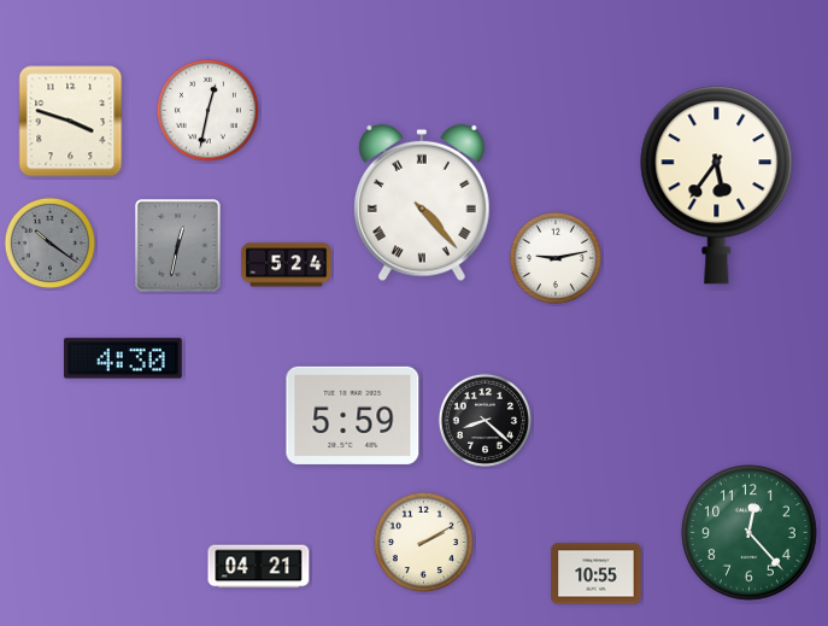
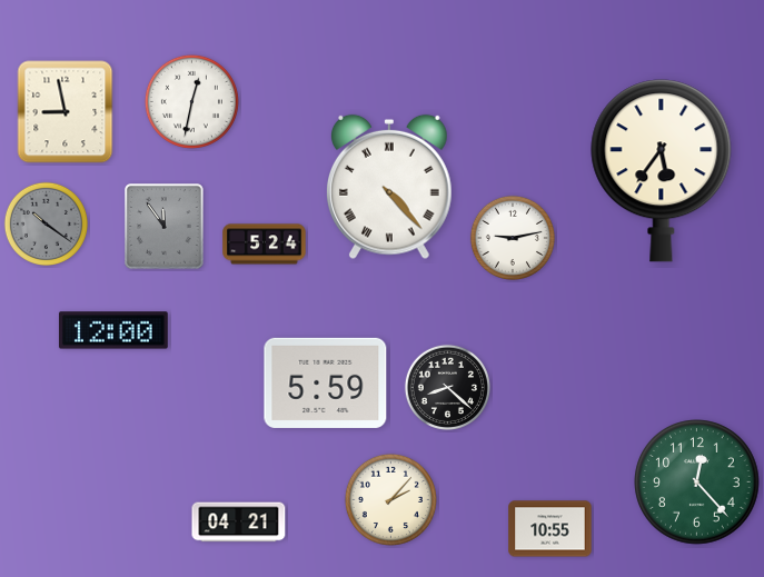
clock at (71, 122): 3:48 -> 8:58
clock at (178, 246): 12:32 -> 11:54
clock at (123, 358): 4:30 -> 12:00
clock at (750, 533) position: (750, 533) -> (697, 483)
clock at (423, 542): 2:10 -> 2:07
